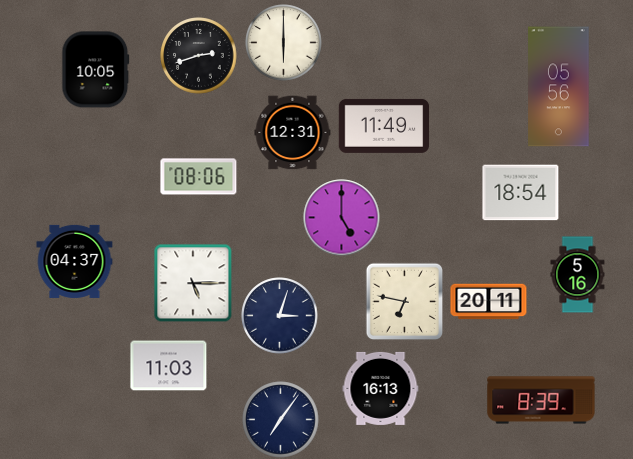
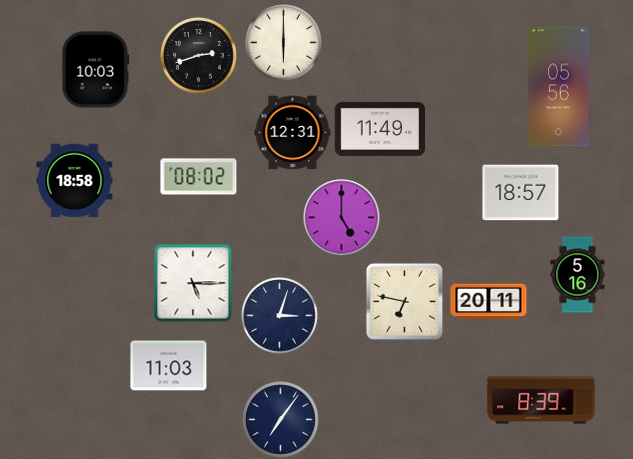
clock at (96, 70): 10:05 -> 10:03
clock at (384, 126) position: (384, 126) -> (380, 129)
clock at (199, 177): 08:06 -> 08:02
clock at (75, 181): none -> 18:58
clock at (521, 193): 18:54 -> 18:57
clock at (75, 261): 04:37 -> none
clock at (381, 388): 16:13 -> none
